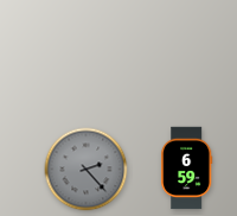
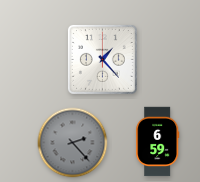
clock at (102, 59): none -> 1:23
